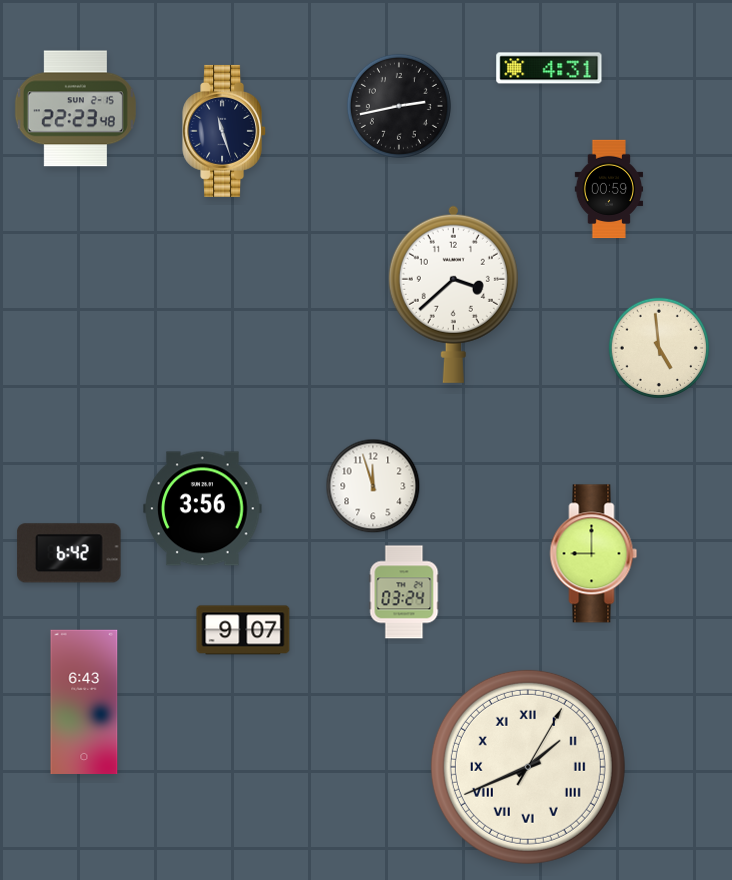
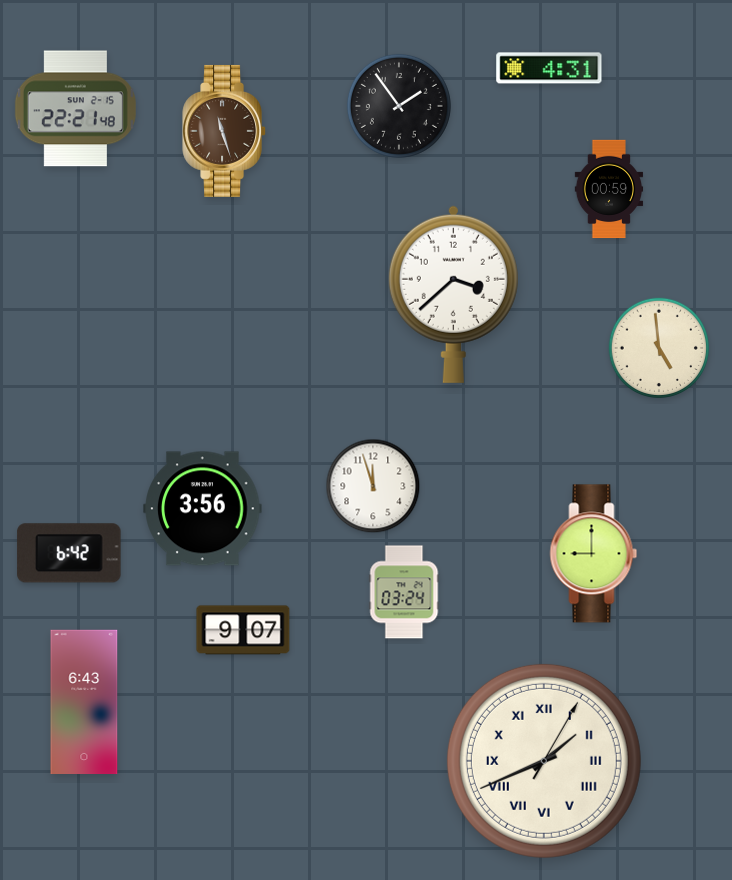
clock at (399, 106): 2:43 -> 1:54
clock at (75, 109): 22:23 -> 22:21
clock at (225, 131) dial: navy -> brown
clock at (528, 767) position: (528, 767) -> (544, 761)
